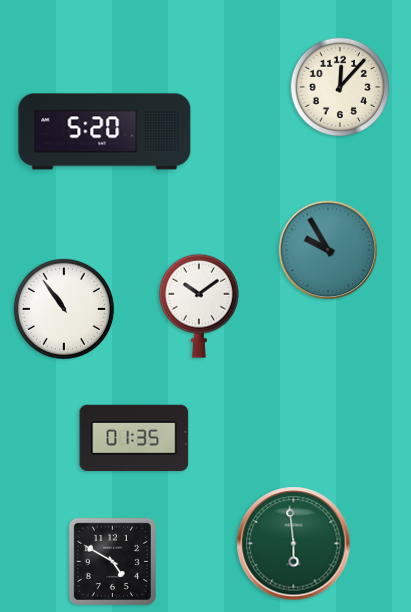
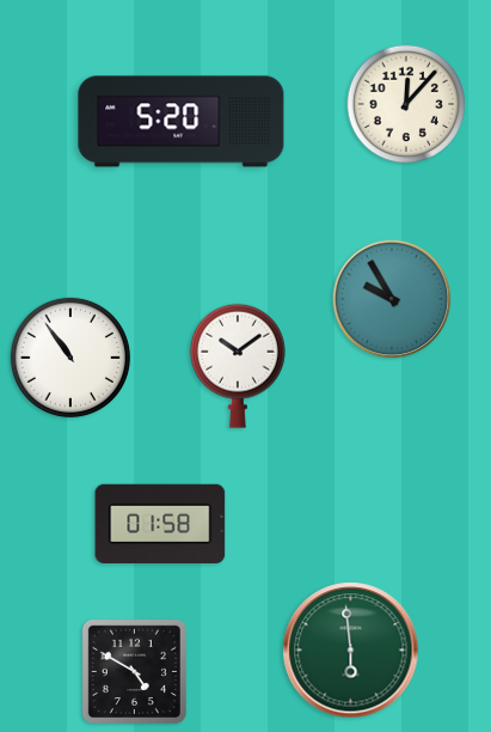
clock at (105, 132) position: (105, 132) -> (182, 122)
clock at (64, 309) position: (64, 309) -> (70, 358)
clock at (134, 437): 01:35 -> 01:58
